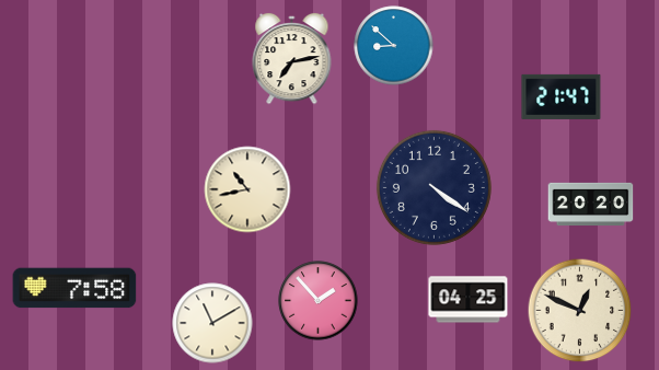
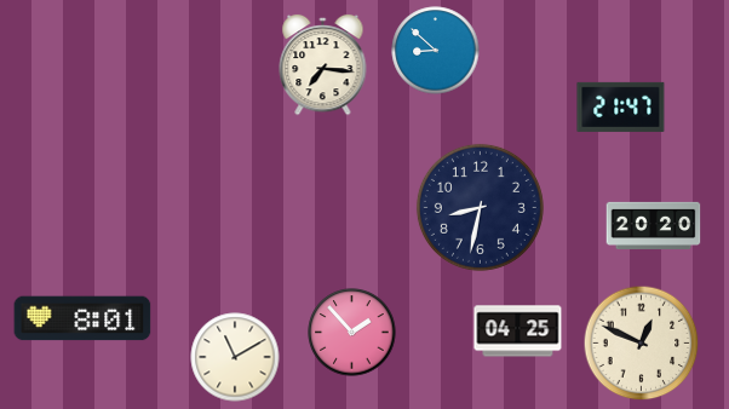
clock at (292, 59): 7:13 -> 7:16
clock at (433, 187): 4:21 -> 8:32
clock at (247, 189): 10:43 -> none
clock at (74, 288): 7:58 -> 8:01
